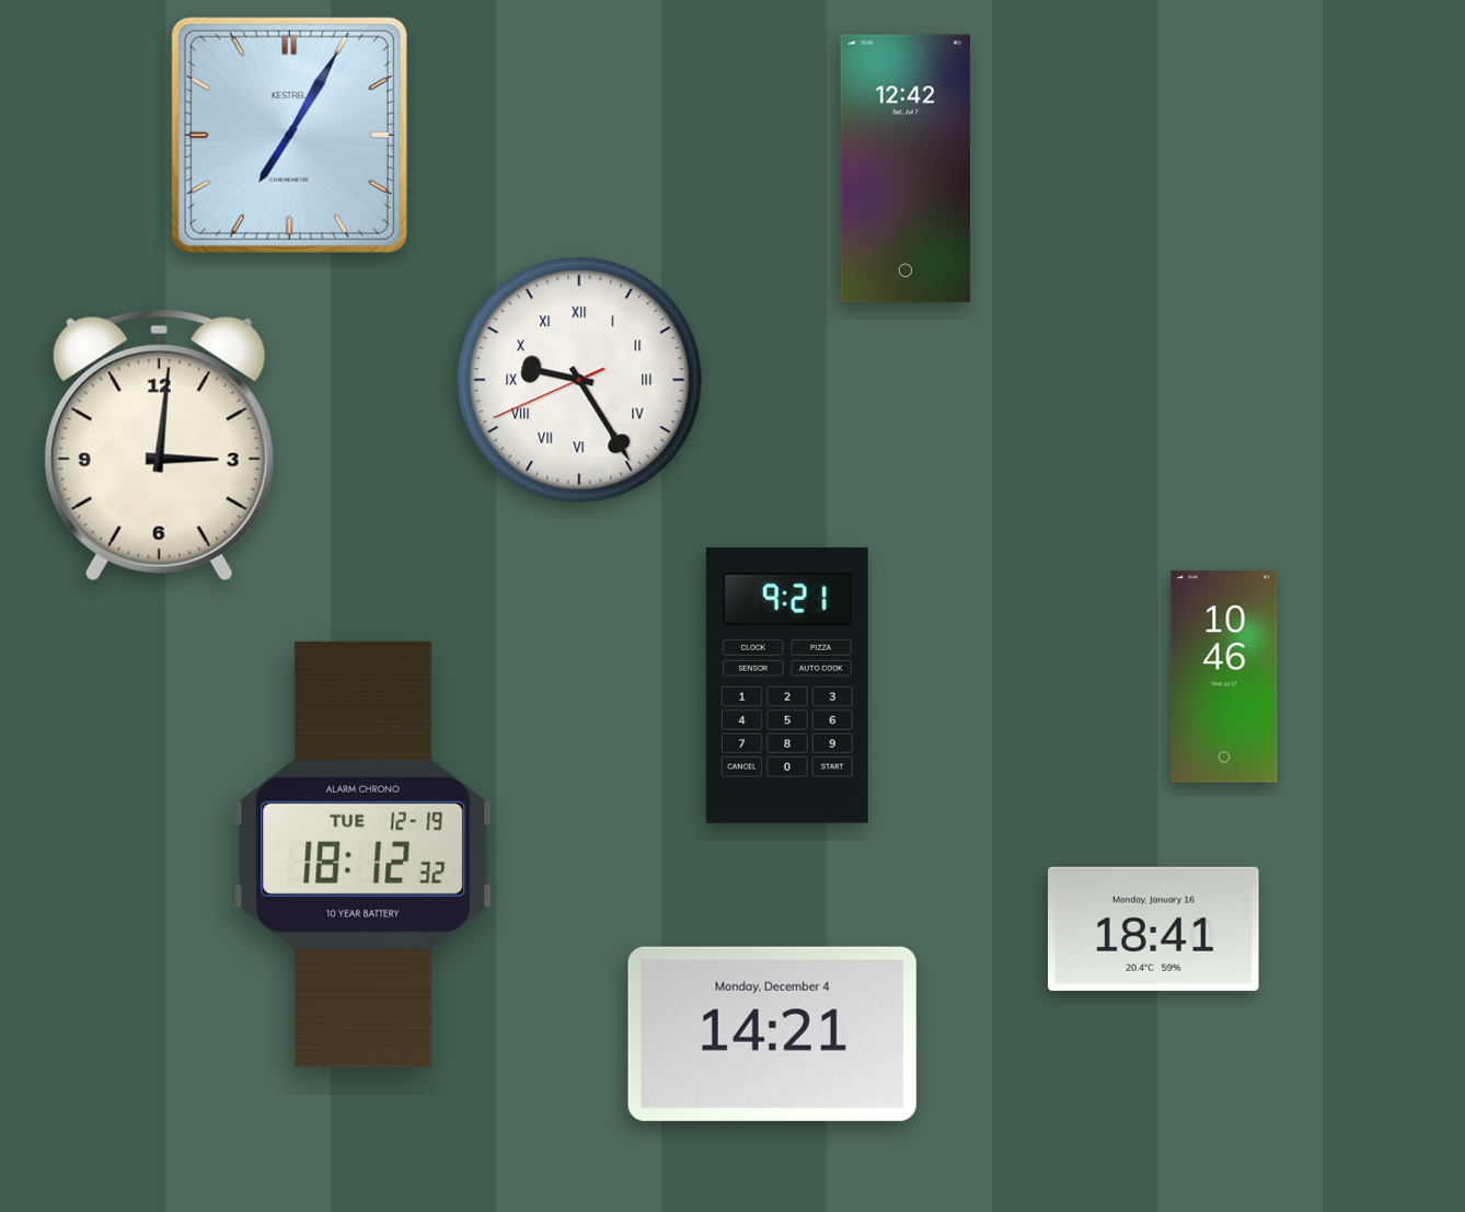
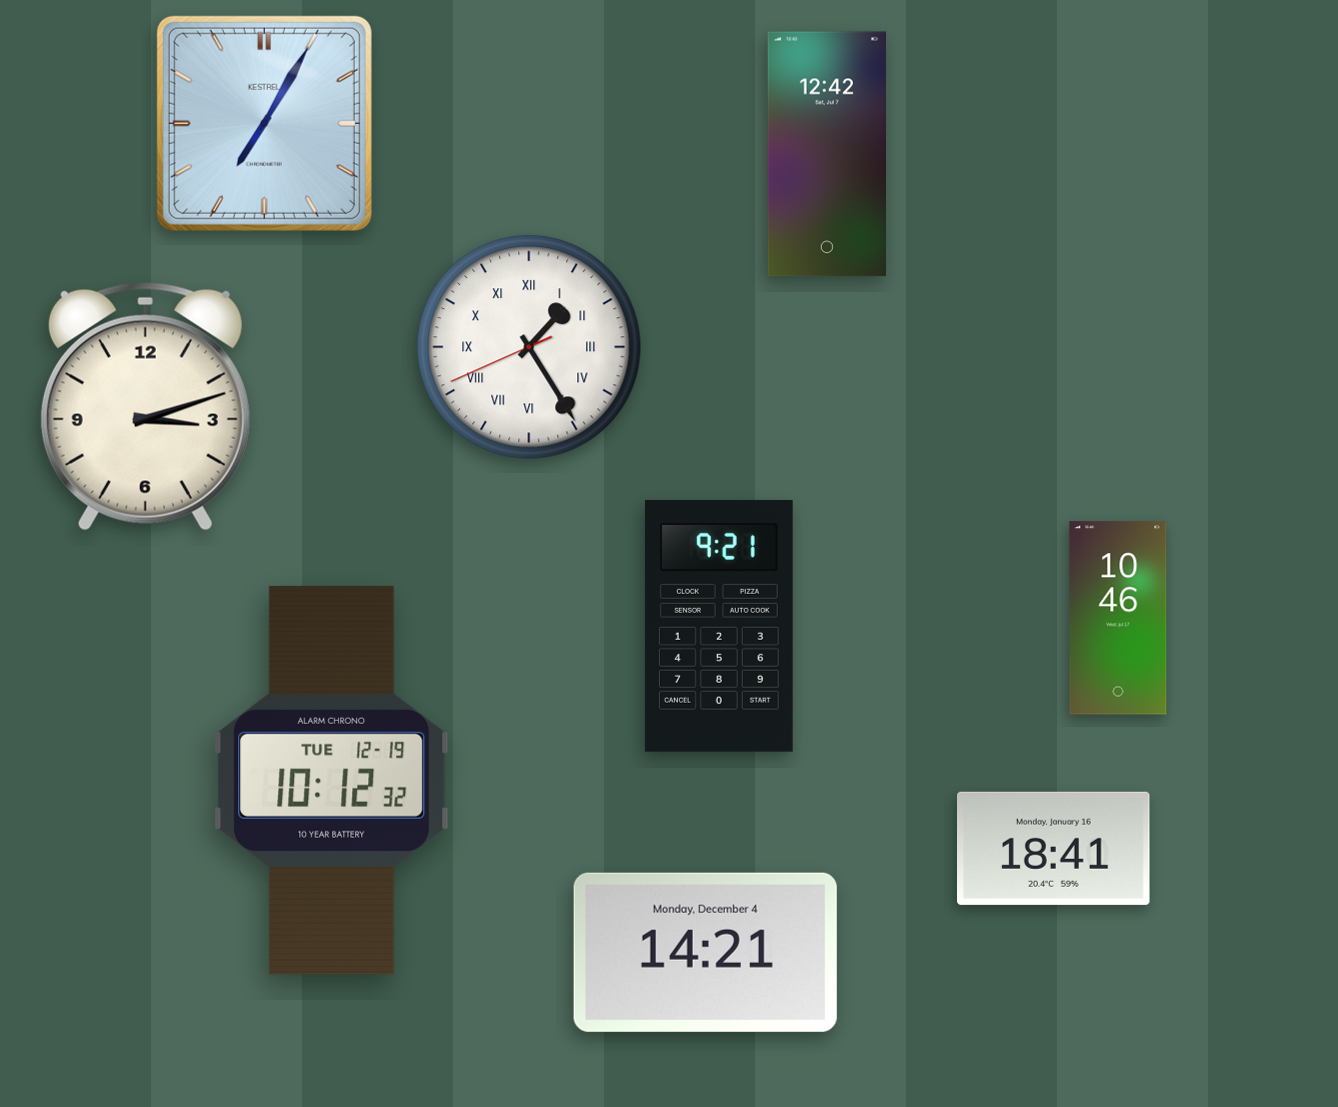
clock at (579, 380): 9:24 -> 1:24
clock at (159, 445): 3:01 -> 3:12
clock at (364, 854): 18:12 -> 10:12
clock at (772, 1034) position: (772, 1034) -> (705, 952)
